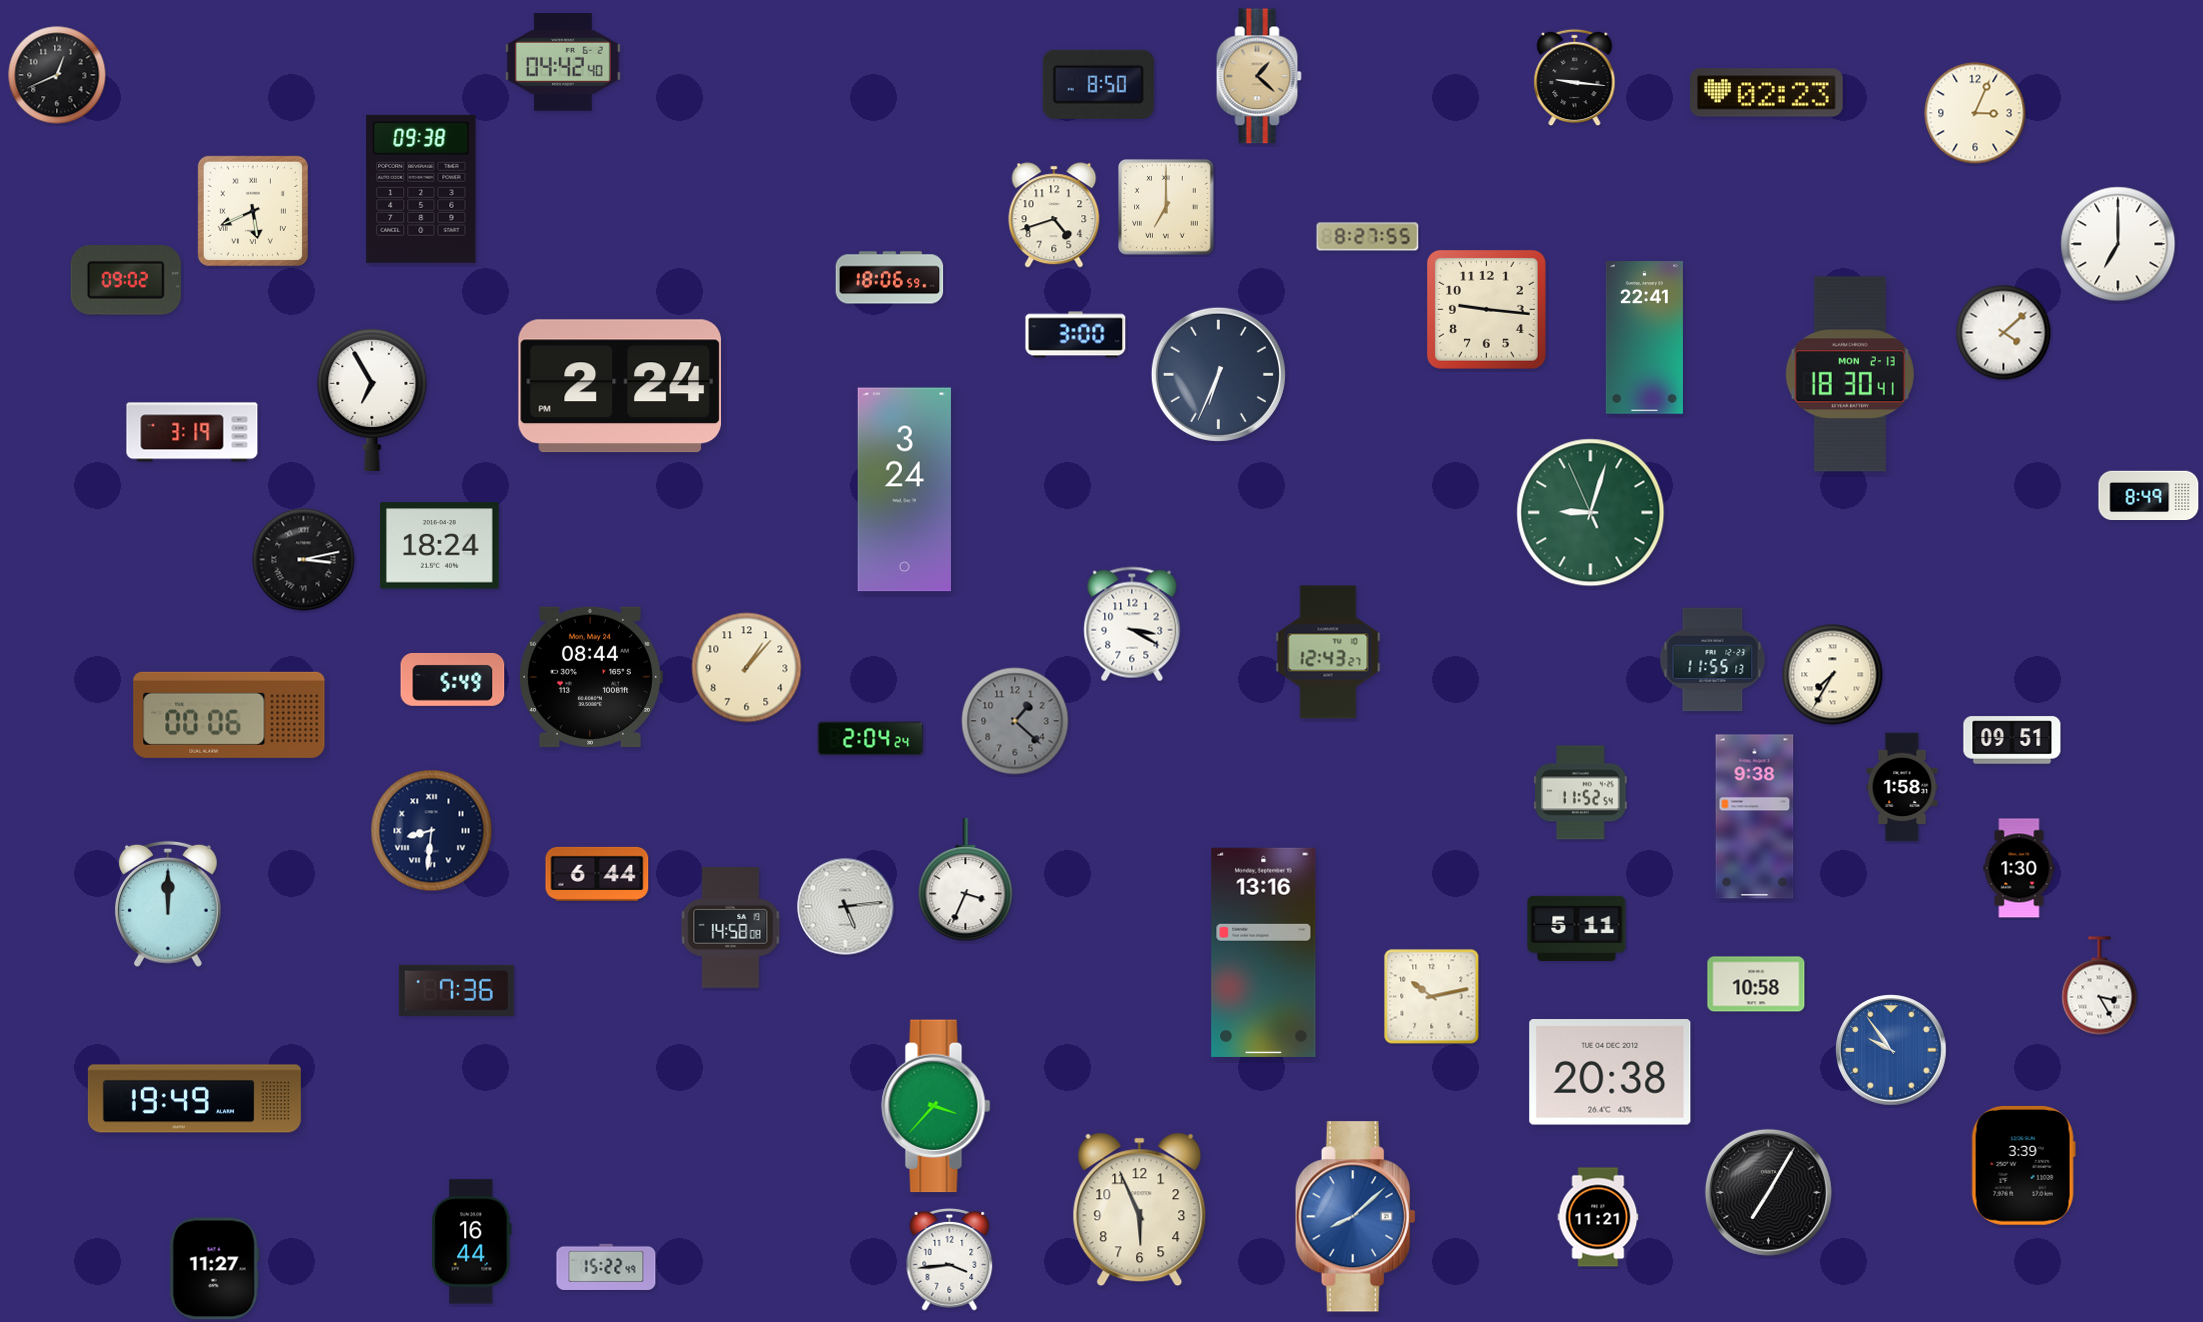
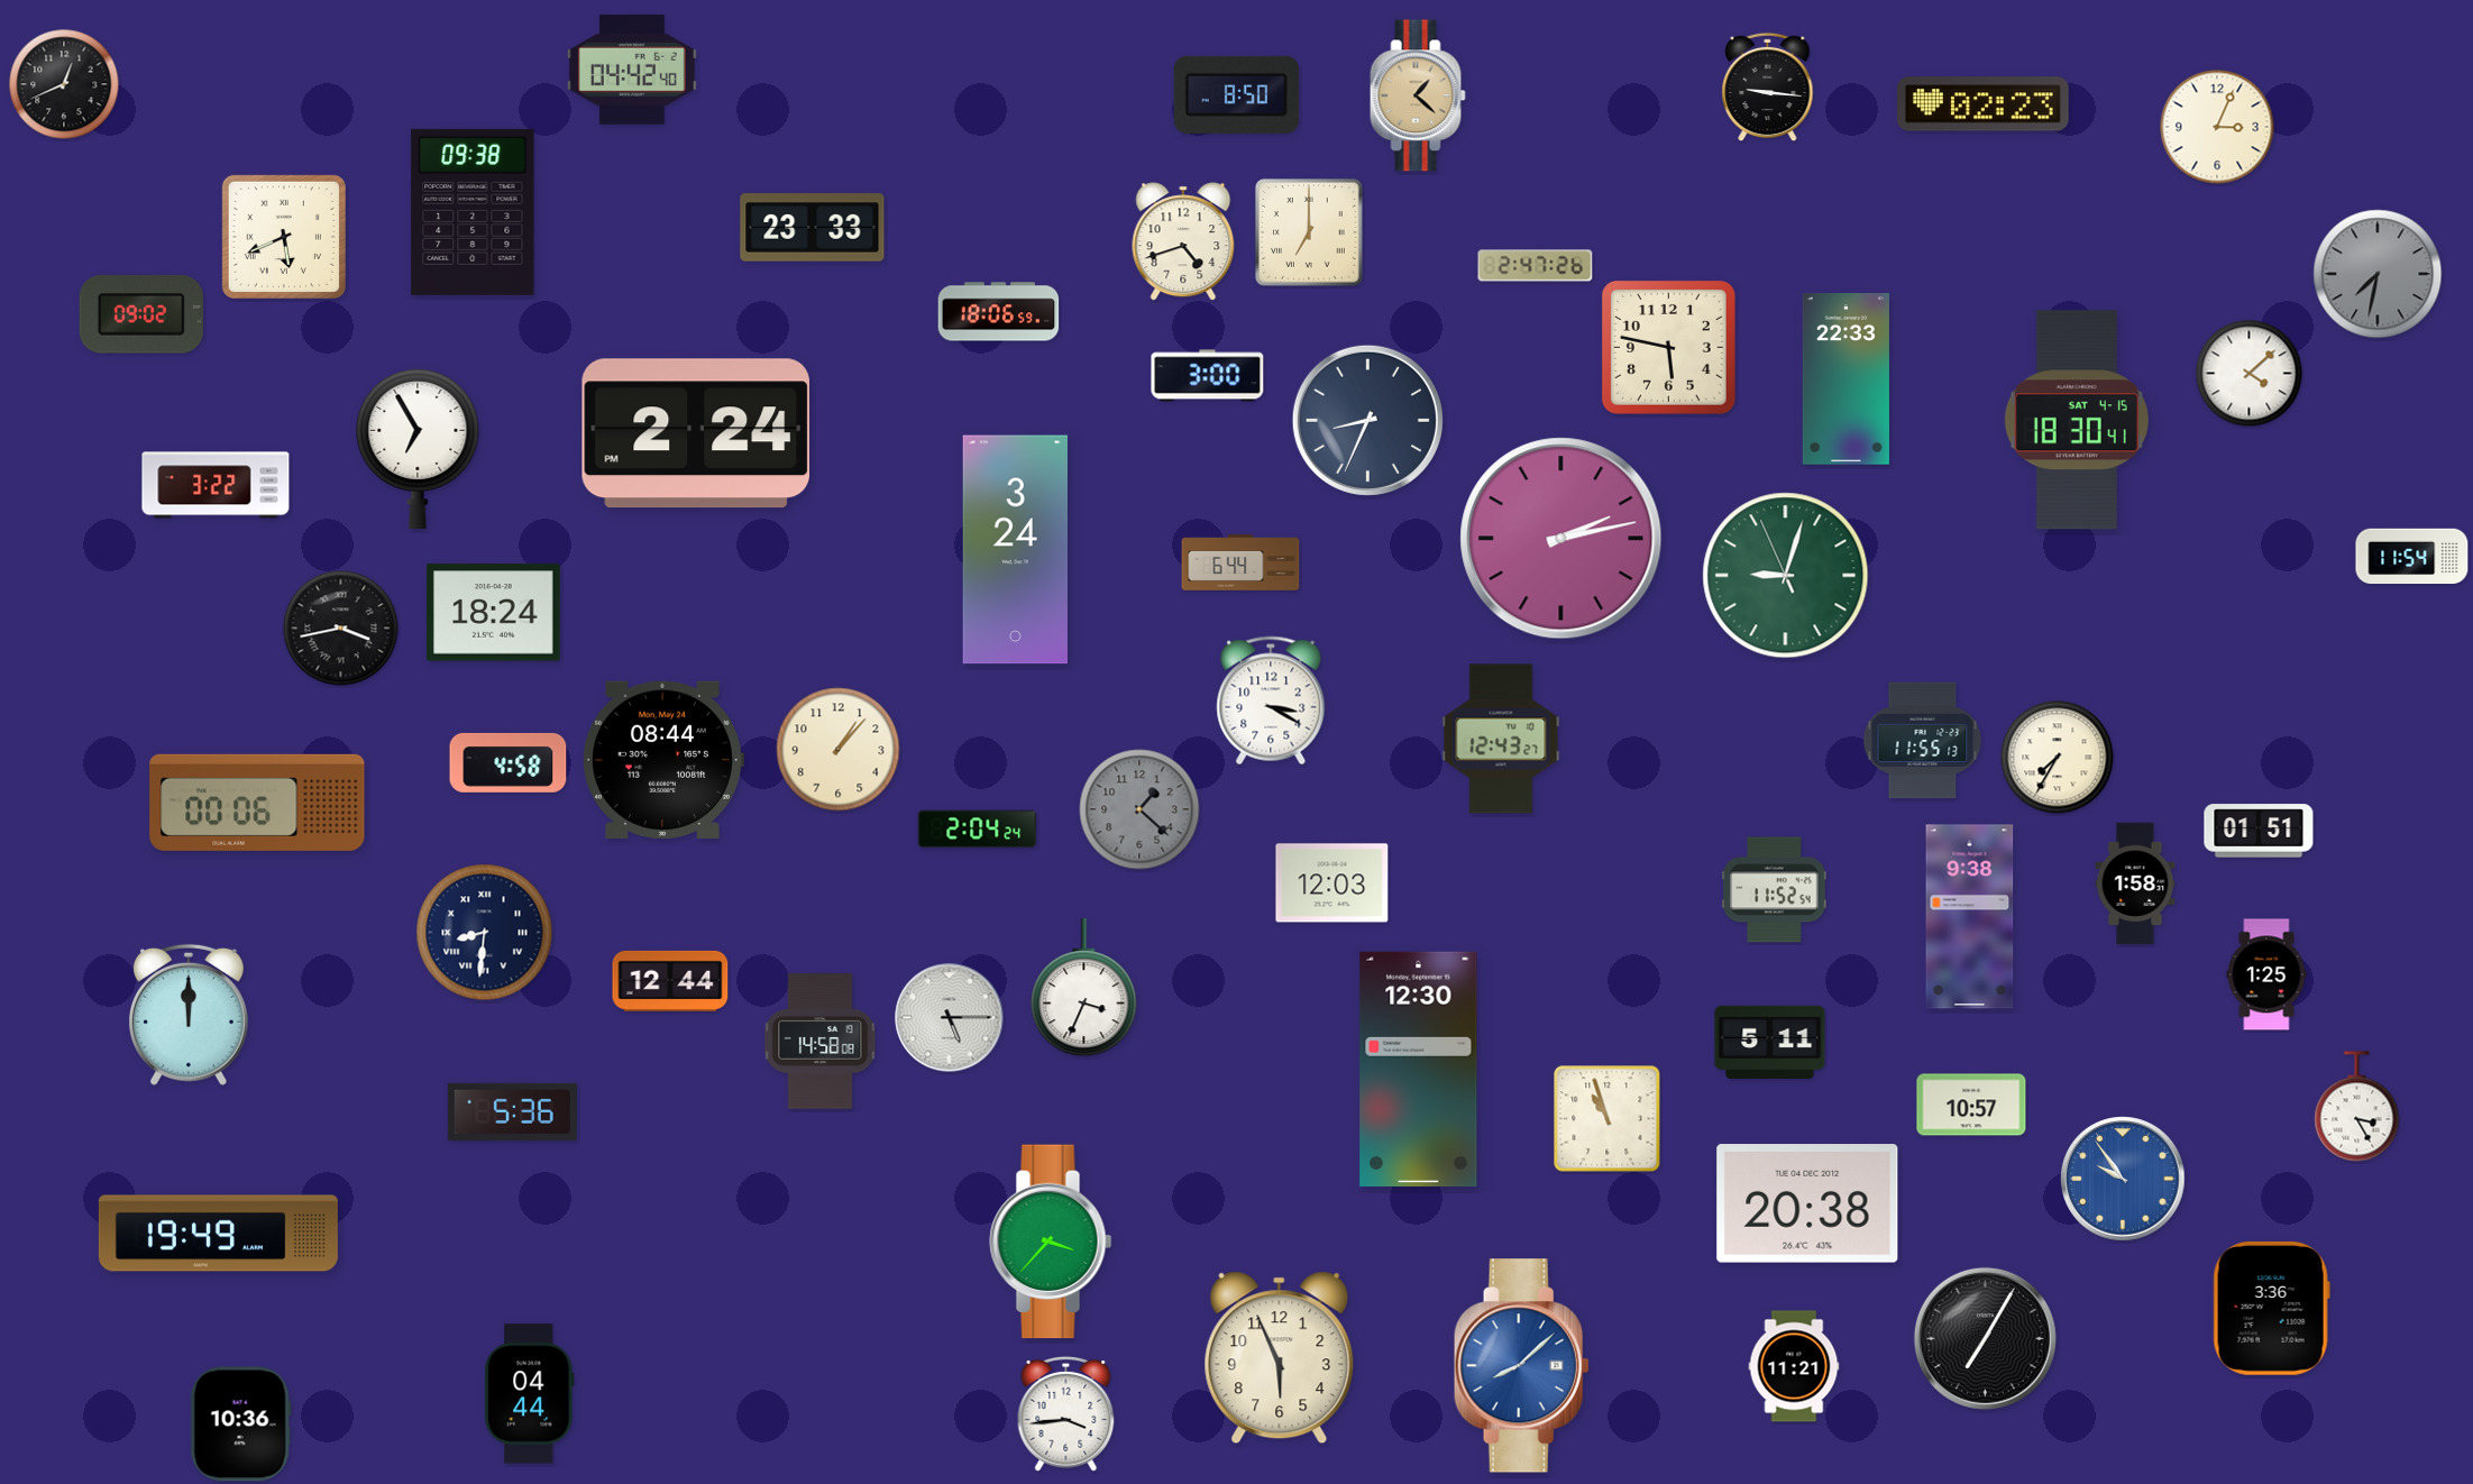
clock at (1259, 76) position: (1259, 76) -> (1418, 95)
clock at (1098, 84) position: (1098, 84) -> (1236, 94)
clock at (813, 228): none -> 23:33
clock at (1368, 237): 8:27 -> 2:47
clock at (2118, 244): 7:00 -> 7:32
clock at (2118, 244) dial: white -> grey
clock at (1486, 309): 9:16 -> 5:47
clock at (1644, 338): 22:41 -> 22:33
clock at (1218, 374): 6:34 -> 8:34
clock at (1850, 374) date: MON 2-13 -> SAT 4-15
clock at (192, 432): 3:19 -> 3:22
clock at (1561, 539): none -> 2:13
clock at (2149, 496): 8:49 -> 11:54
clock at (1240, 562): none -> 6:44
clock at (304, 560): 3:13 -> 3:43
clock at (1328, 652) position: (1328, 652) -> (1501, 739)
clock at (453, 679): 5:49 -> 4:58
clock at (2012, 740): 09:51 -> 01:51
clock at (1332, 883): none -> 12:03
clock at (2019, 868): 1:30 -> 1:25
clock at (597, 874): 6:44 -> 12:44
clock at (846, 907): 5:14 -> 5:15
clock at (1264, 952): 13:16 -> 12:30
clock at (1756, 984): 10:58 -> 10:57
clock at (456, 990): 7:36 -> 5:36
clock at (1432, 997): 10:13 -> 10:57
clock at (2023, 1165): 3:39 -> 3:36
clock at (472, 1242): 16:44 -> 04:44
clock at (606, 1267): 15:22 -> none
clock at (214, 1269): 11:27 -> 10:36
